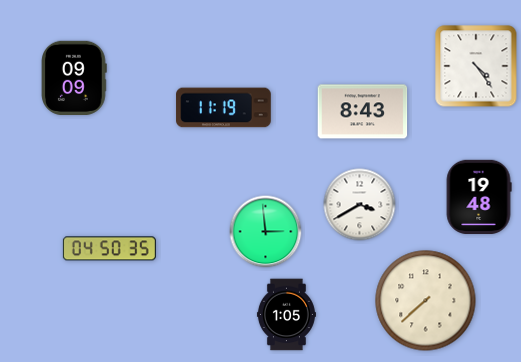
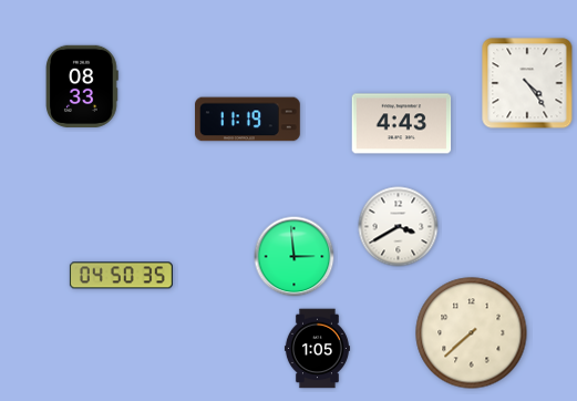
clock at (476, 66) position: (476, 66) -> (527, 83)
clock at (74, 77): 09:09 -> 08:33
clock at (363, 112): 8:43 -> 4:43
clock at (479, 196): 19:48 -> none
